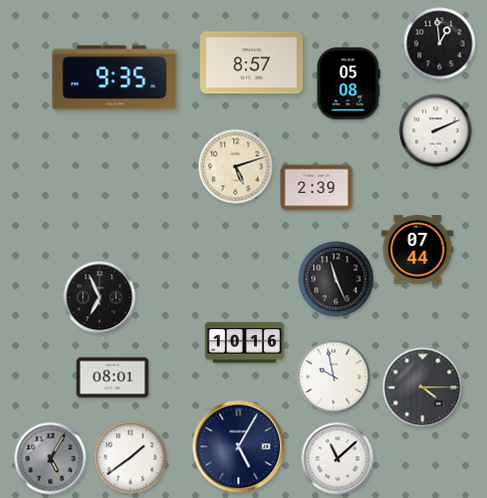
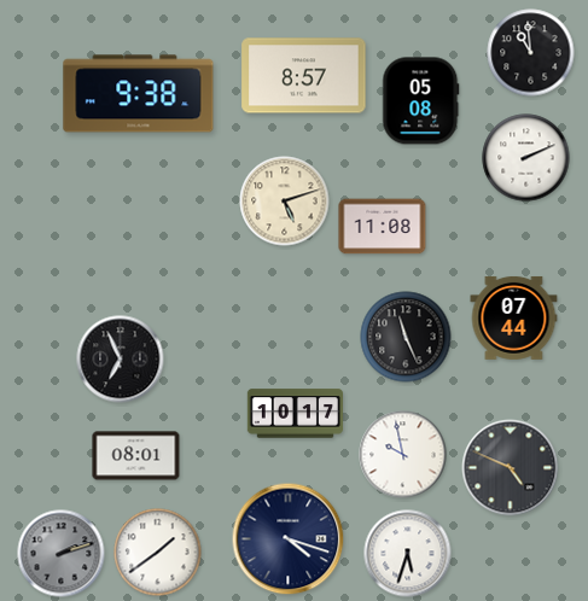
clock at (440, 44): 12:59 -> 10:59
clock at (115, 78): 9:35 -> 9:38
clock at (317, 188): 2:39 -> 11:08
clock at (418, 249) position: (418, 249) -> (514, 317)
clock at (244, 343): 10:16 -> 10:17
clock at (423, 388): 4:15 -> 4:49
clock at (239, 447): 5:05 -> 4:18
clock at (51, 459): 5:05 -> 2:12
clock at (338, 459): 11:08 -> 5:33
